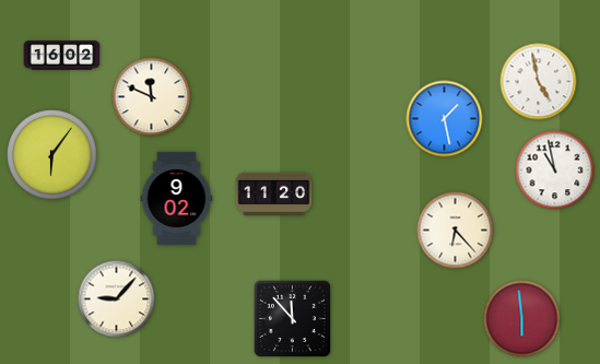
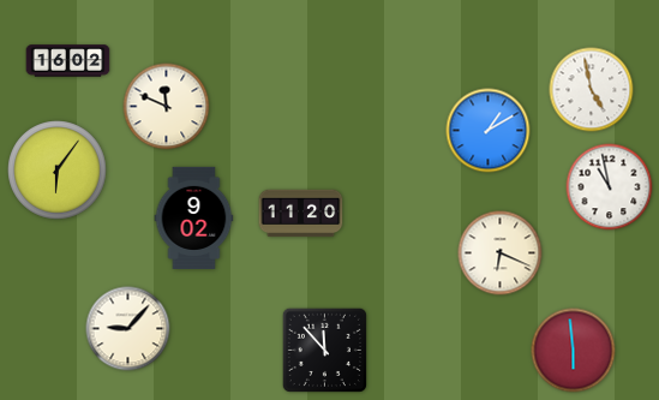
clock at (445, 119): 1:28 -> 1:10
clock at (456, 231): 6:23 -> 6:19
clock at (292, 318) position: (292, 318) -> (324, 350)
